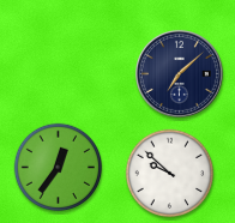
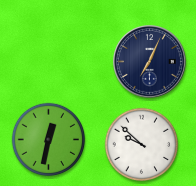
clock at (180, 74): 7:08 -> 7:04
clock at (59, 168): 12:36 -> 12:32
